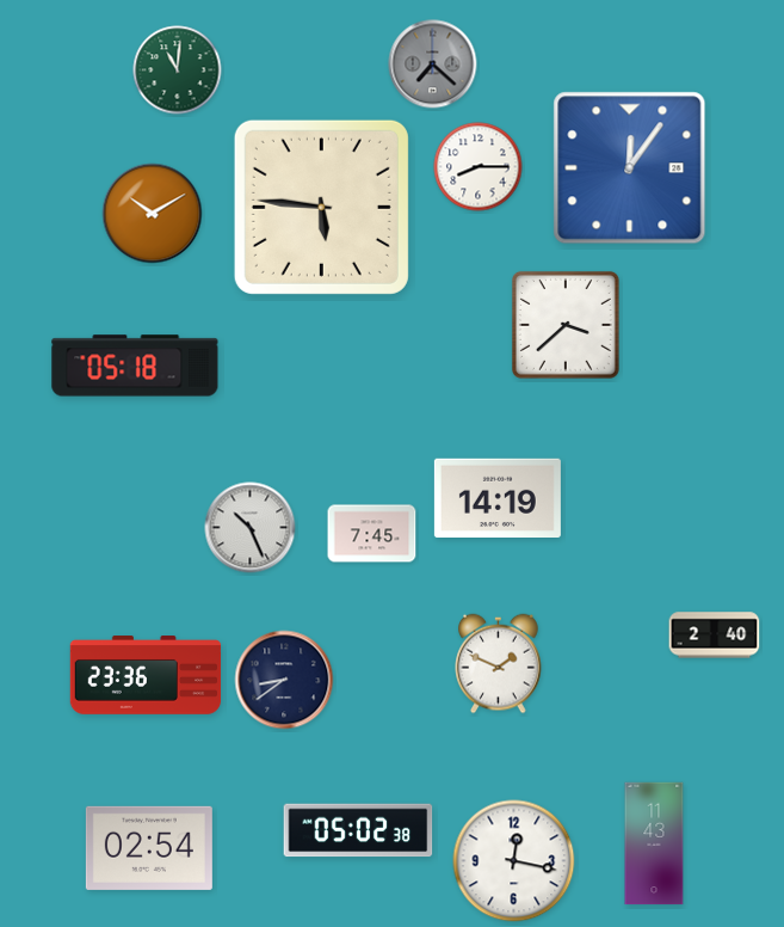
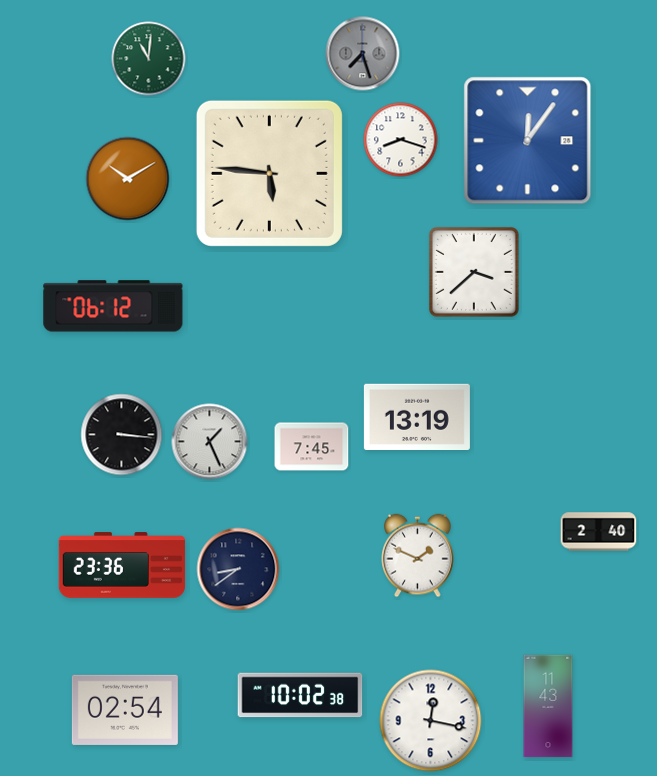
clock at (433, 65): 7:22 -> 7:27
clock at (479, 167): 8:15 -> 8:18
clock at (135, 366): 05:18 -> 06:12
clock at (498, 497): 14:19 -> 13:19
clock at (122, 435): none -> 3:16
clock at (251, 528): 10:26 -> 1:26
clock at (358, 830): 05:02 -> 10:02
